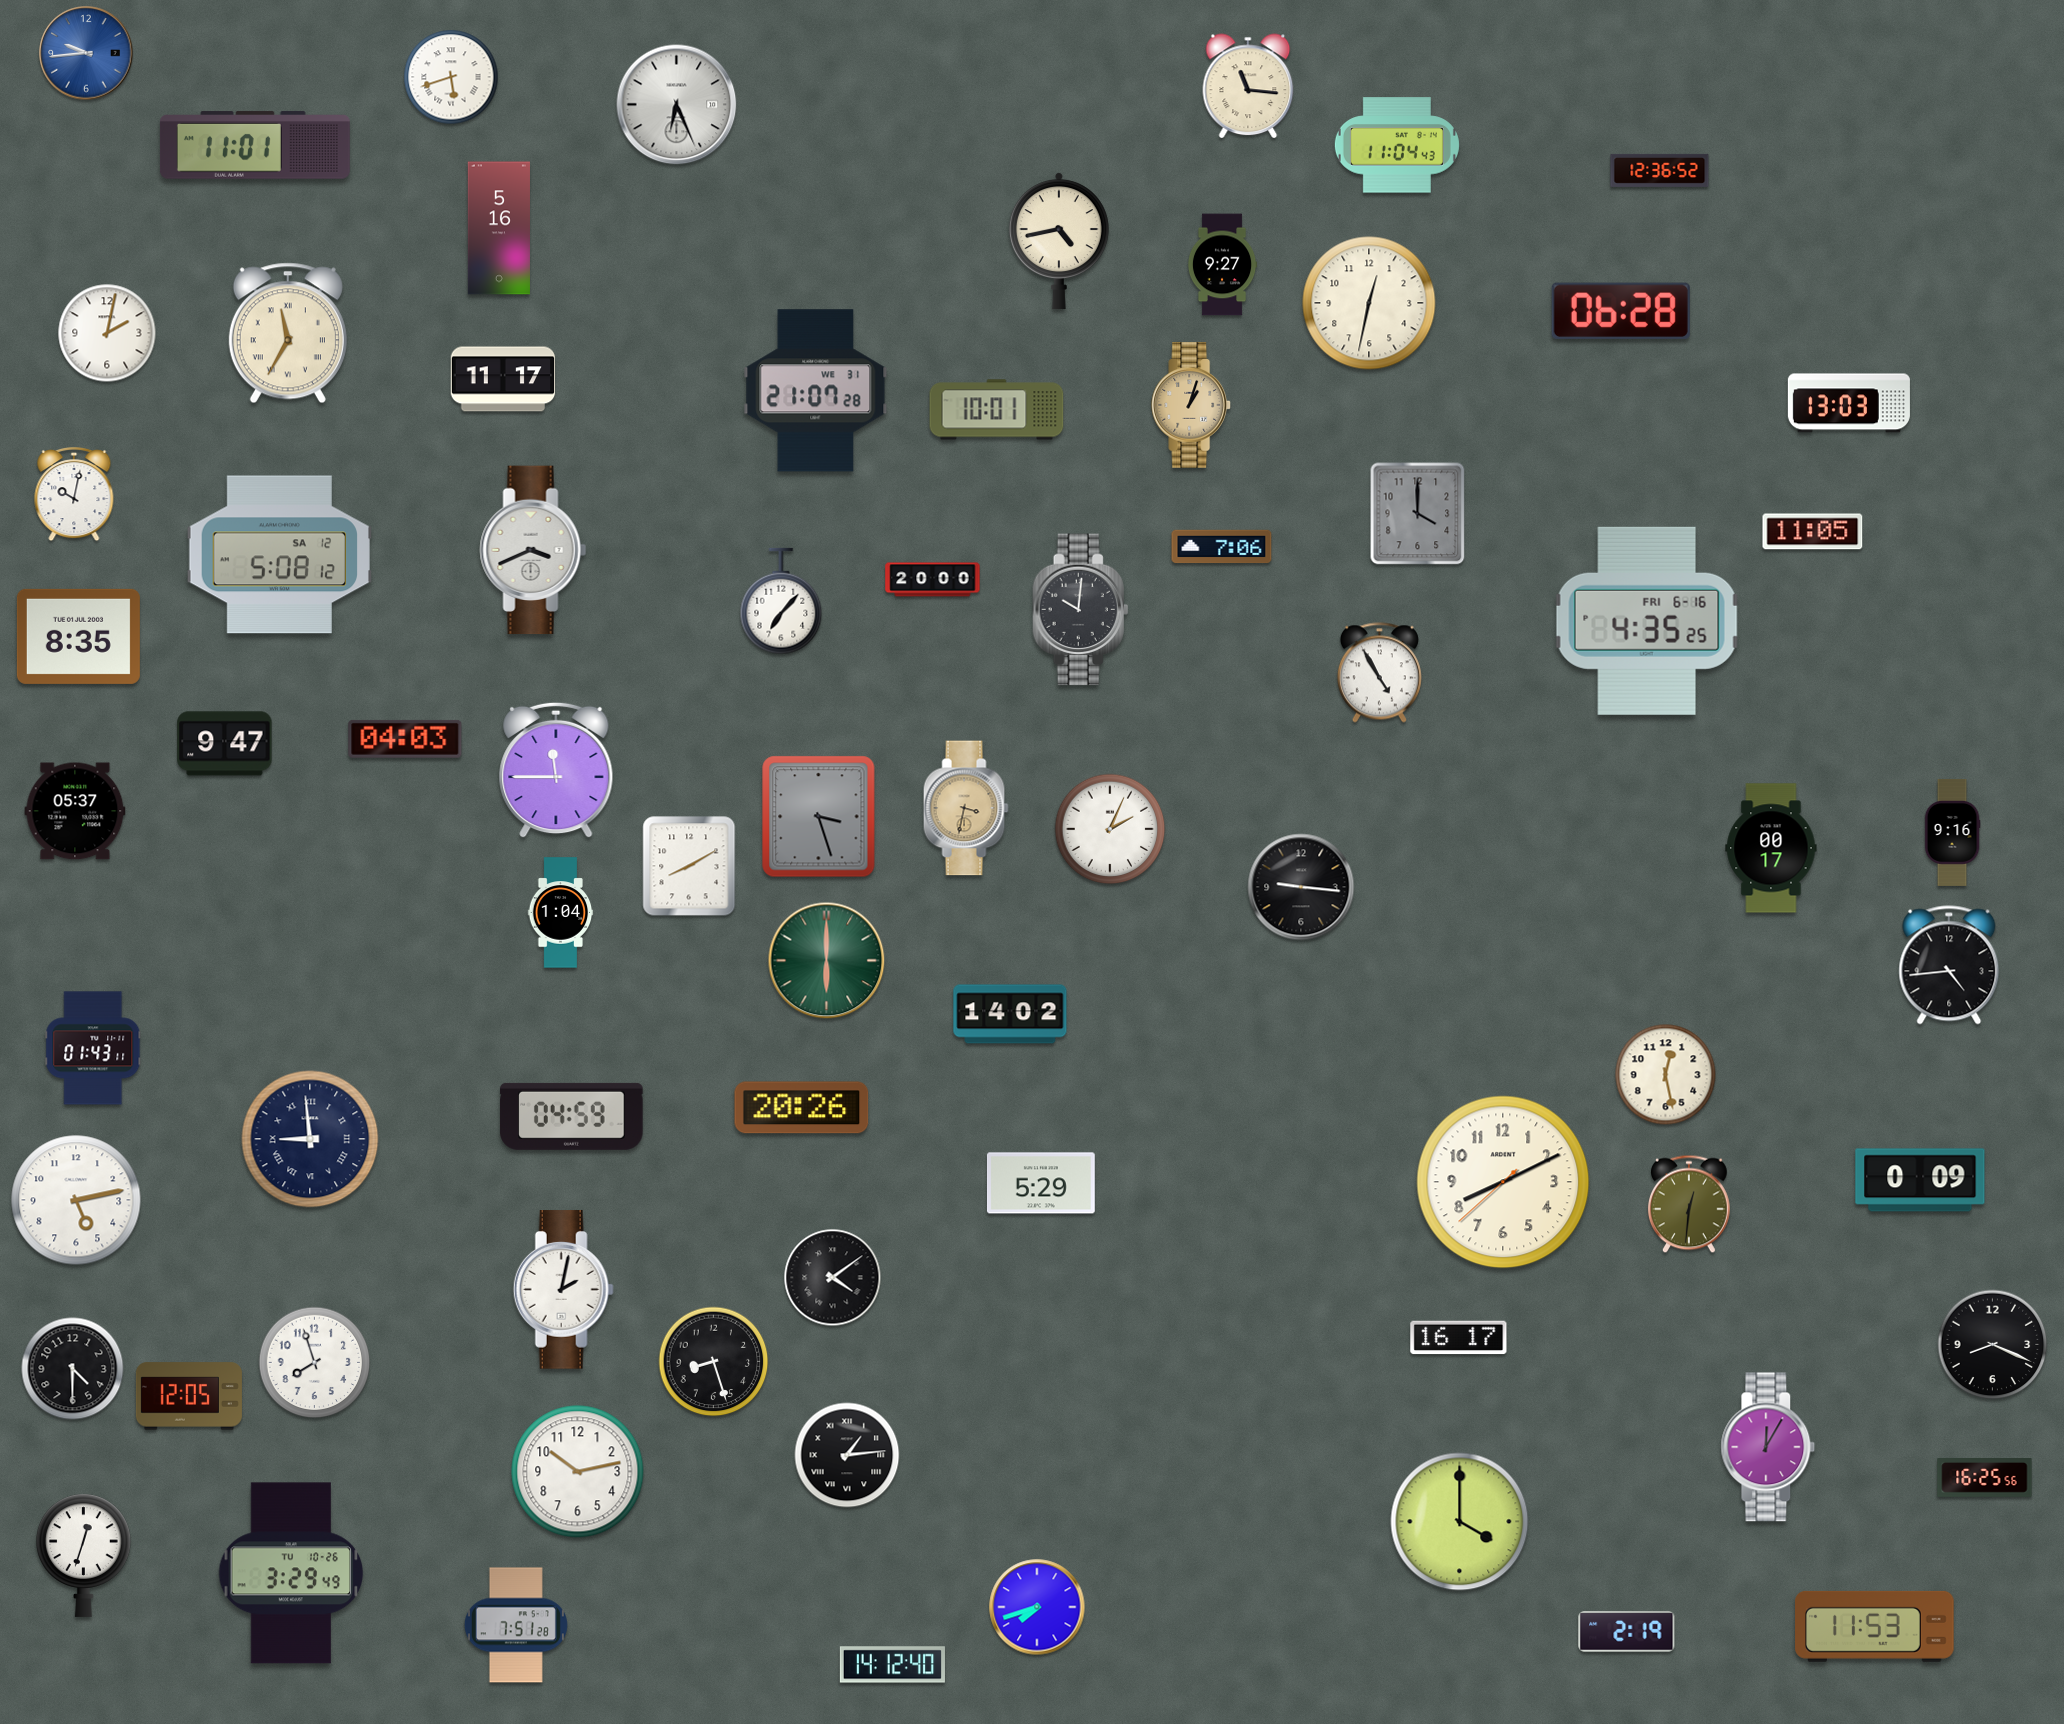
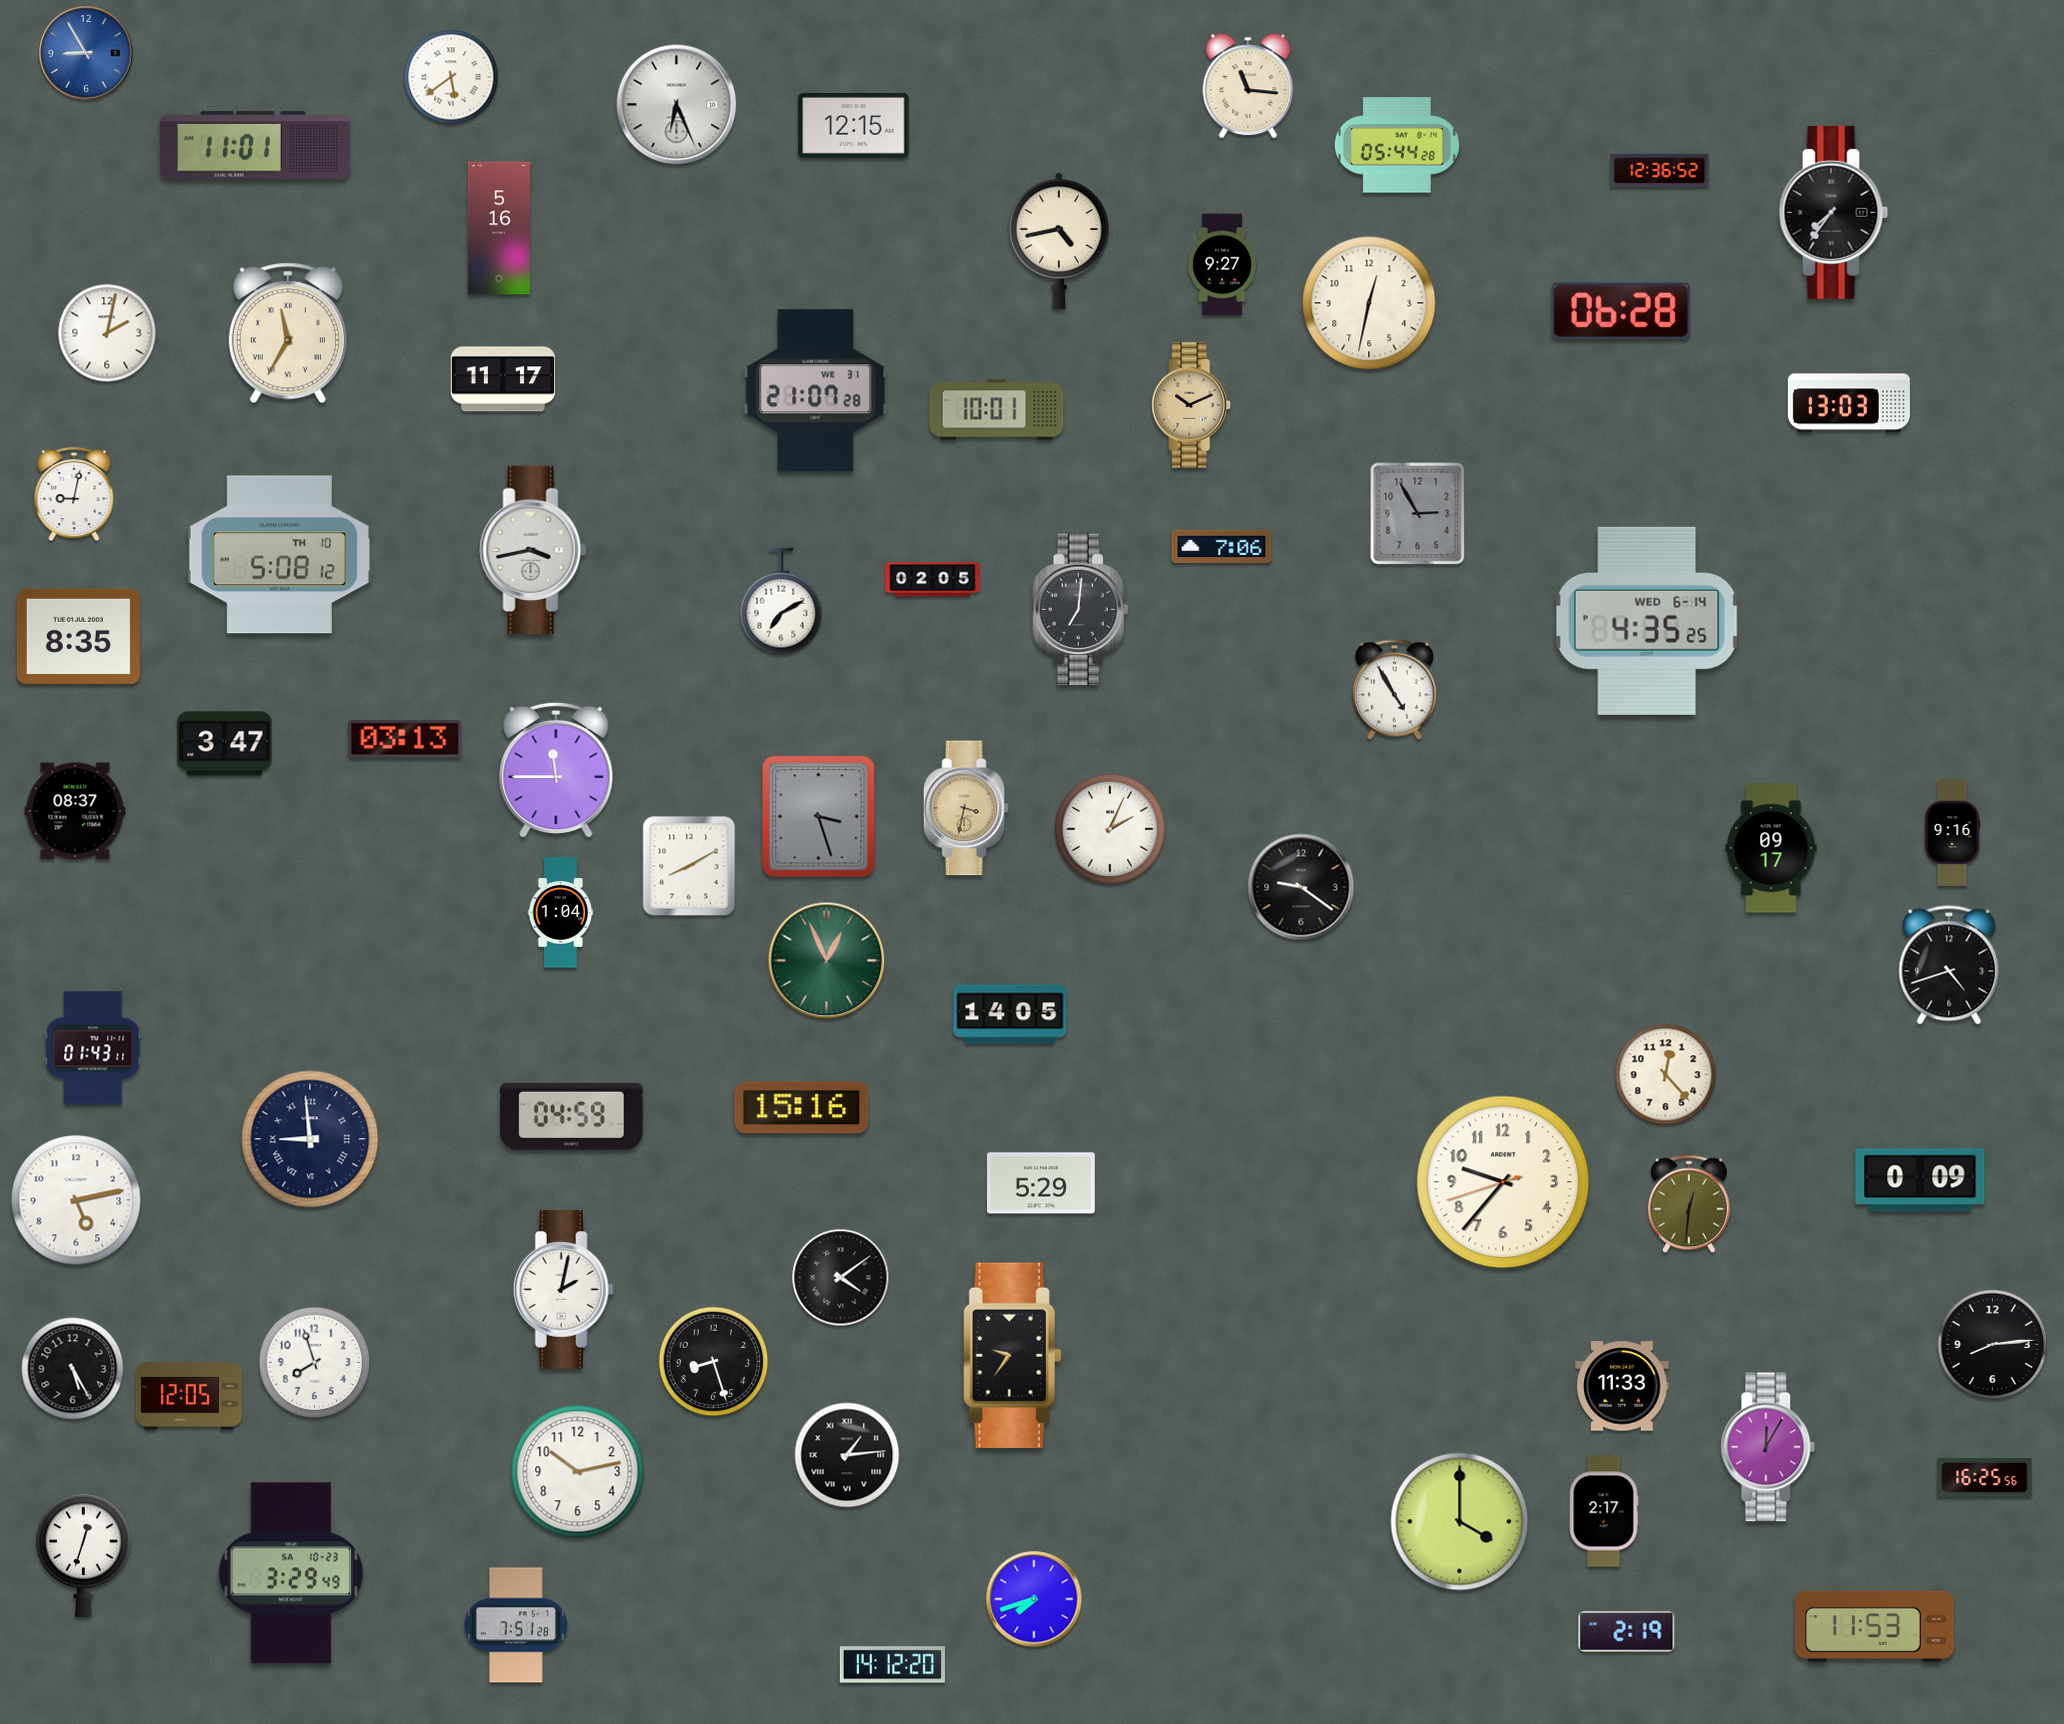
clock at (86, 53): 9:44 -> 8:55
clock at (451, 77): 5:42 -> 5:39
clock at (854, 125): none -> 12:15
clock at (1397, 145): 11:04 -> 05:44
clock at (1834, 212): none -> 7:36
clock at (1192, 405): 1:03 -> 10:11
clock at (74, 495): 10:02 -> 9:02
clock at (1418, 514): 4:00 -> 2:55
clock at (1813, 532): 11:05 -> none
clock at (533, 550): 3:41 -> 3:43
clock at (280, 555) date: SA 12 -> TH 10
clock at (933, 580): 20:00 -> 02:05
clock at (781, 601): 7:07 -> 7:10
clock at (1081, 610): 10:01 -> 7:01
clock at (1647, 621) date: FRI 6-16 -> WED 6-14
clock at (1379, 673) position: (1379, 673) -> (1394, 690)
clock at (405, 739): 04:03 -> 03:13
clock at (225, 744): 9:47 -> 3:47
clock at (75, 811): 05:37 -> 08:37
clock at (1771, 848): 00:17 -> 09:17
clock at (1301, 887): 9:16 -> 9:21
clock at (827, 961): 6:00 -> 12:56
clock at (1949, 965): 4:44 -> 4:42
clock at (1010, 1014): 14:02 -> 14:05
clock at (1666, 1075): 12:28 -> 12:23
clock at (802, 1108): 20:26 -> 15:16
clock at (1503, 1182): 8:10 -> 9:36
clock at (833, 1278) position: (833, 1278) -> (841, 1278)
clock at (1459, 1338): 16:17 -> none
clock at (1993, 1345): 8:19 -> 8:14
clock at (1012, 1355): none -> 9:36
clock at (73, 1369): 4:30 -> 5:25
clock at (1622, 1386): none -> 11:33
clock at (1604, 1511): none -> 2:17
clock at (291, 1573) date: TU 10-26 -> SA 10-23
clock at (1037, 1607) position: (1037, 1607) -> (1034, 1599)
clock at (892, 1665): 14:12:40 -> 14:12:20
